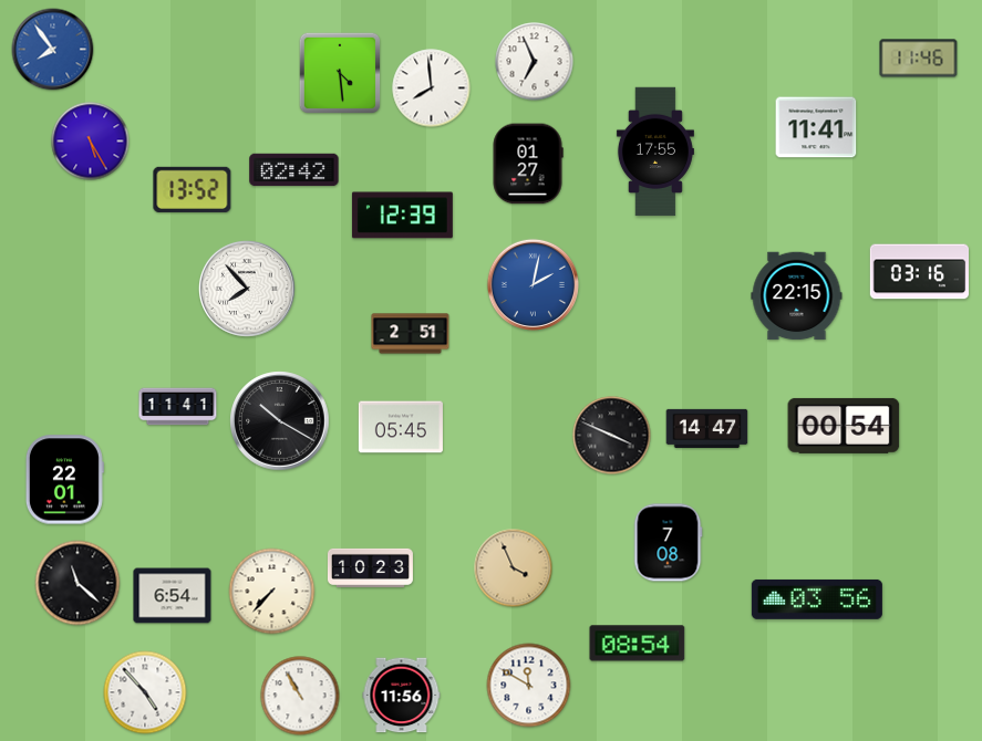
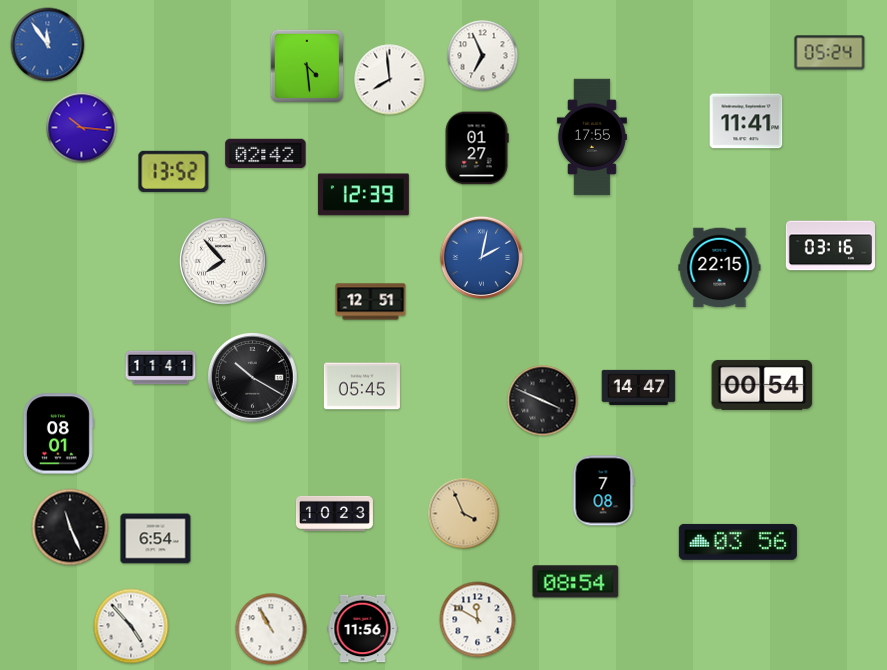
clock at (53, 50): 7:54 -> 11:54
clock at (919, 59): 11:46 -> 05:24
clock at (816, 127) position: (816, 127) -> (746, 121)
clock at (91, 142): 5:25 -> 10:16
clock at (411, 334): 2:51 -> 12:51
clock at (280, 421) position: (280, 421) -> (253, 378)
clock at (612, 436) position: (612, 436) -> (543, 401)
clock at (64, 480): 22:01 -> 08:01
clock at (77, 583): 11:22 -> 11:26
clock at (272, 592): 7:37 -> none
